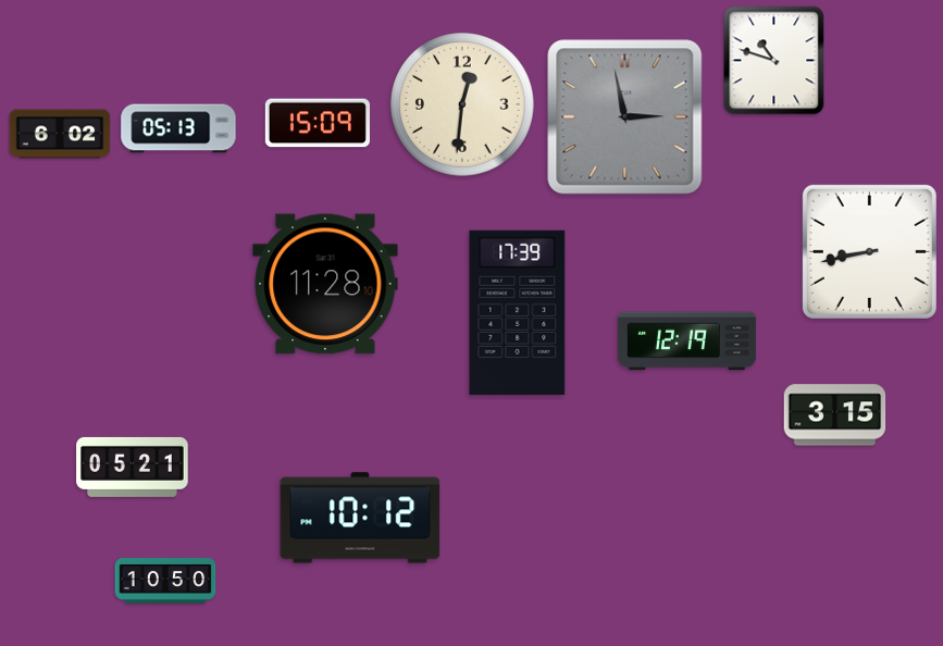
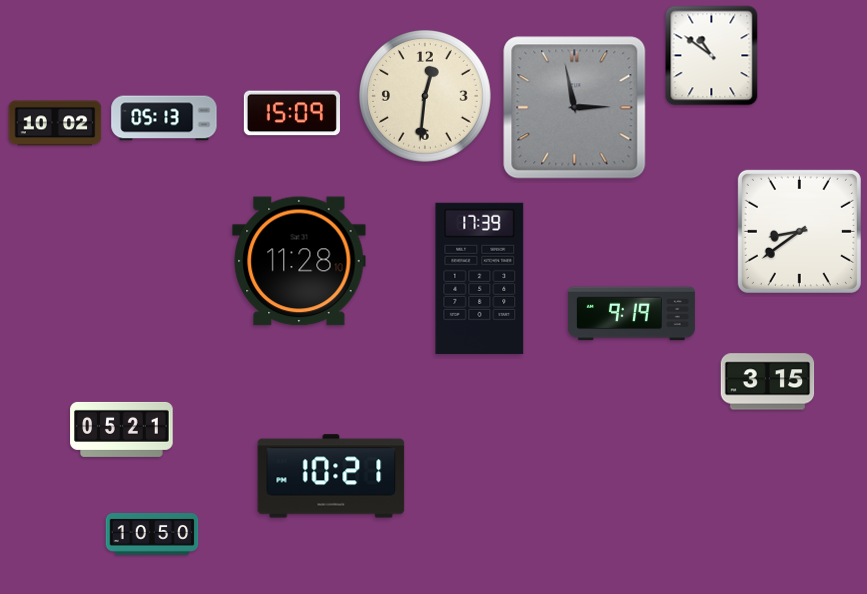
clock at (774, 61): 10:48 -> 10:51
clock at (60, 134): 6:02 -> 10:02
clock at (869, 251): 8:43 -> 8:39
clock at (518, 312) position: (518, 312) -> (480, 278)
clock at (686, 341): 12:19 -> 9:19
clock at (360, 518): 10:12 -> 10:21
